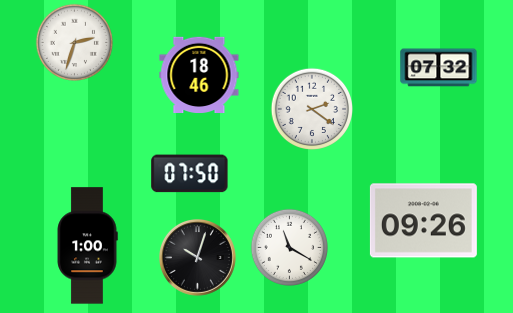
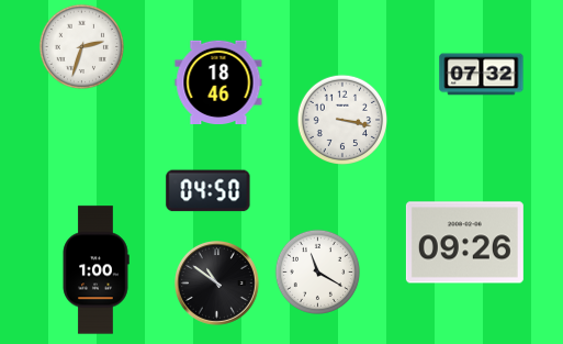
clock at (311, 108): 2:21 -> 3:17
clock at (190, 174): 07:50 -> 04:50
clock at (198, 258): 10:03 -> 10:51
